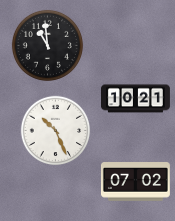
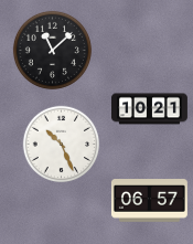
clock at (47, 45): 10:59 -> 11:08
clock at (135, 182): 07:02 -> 06:57
